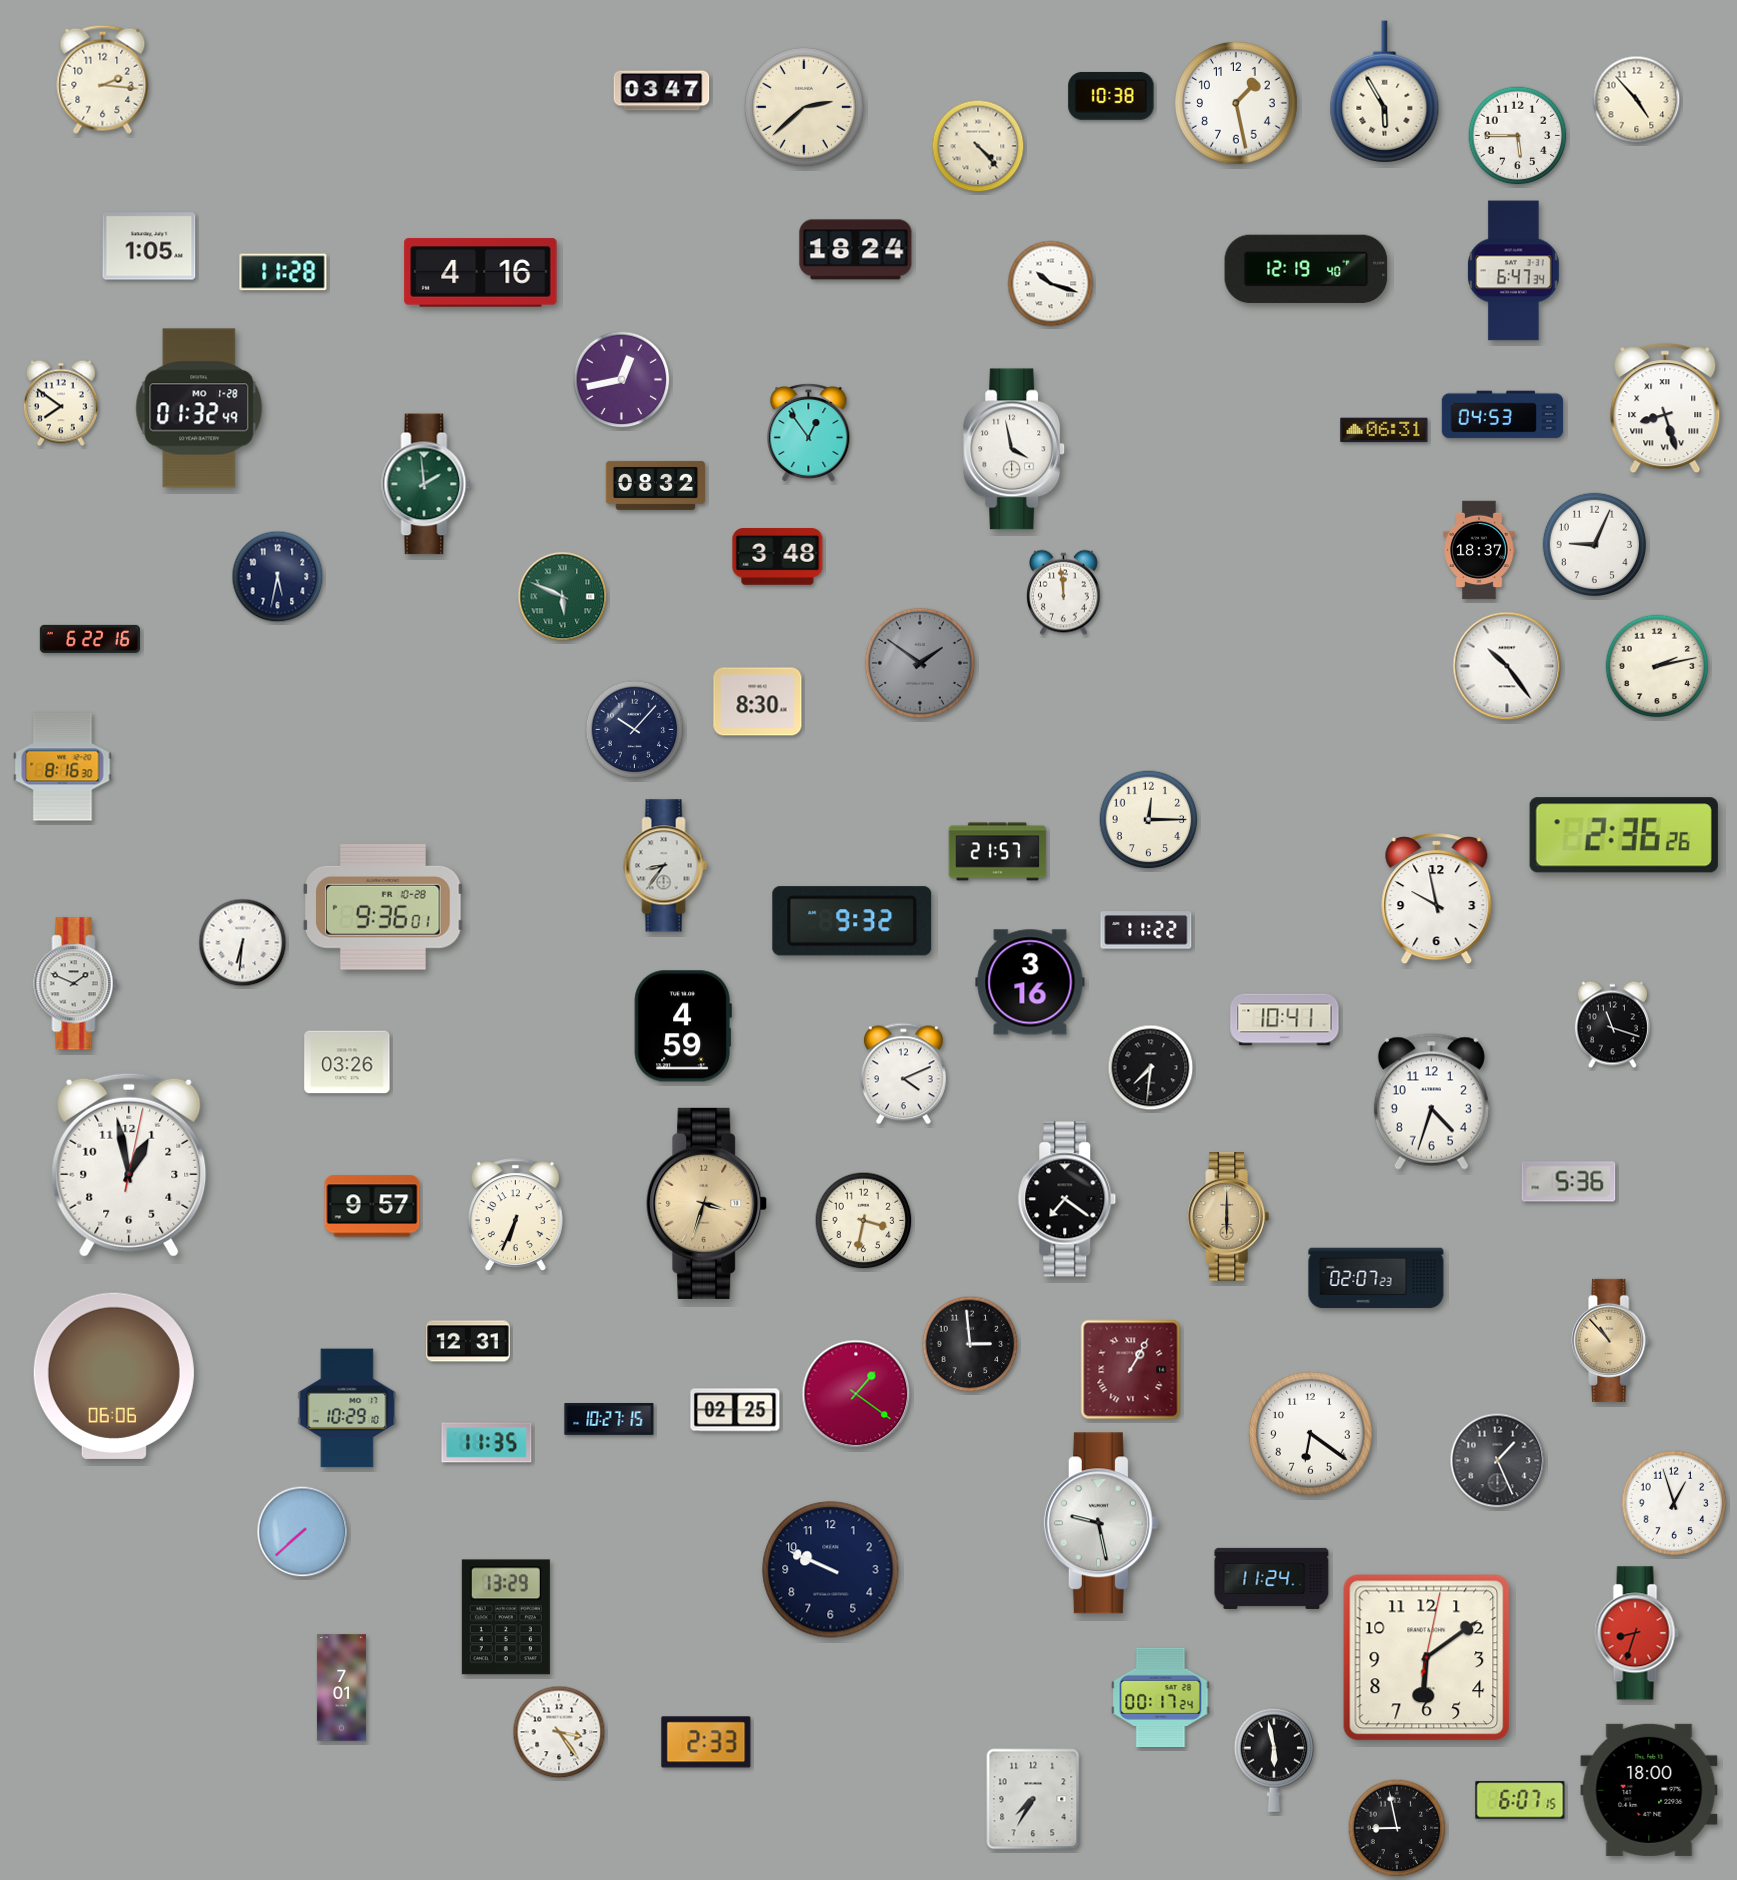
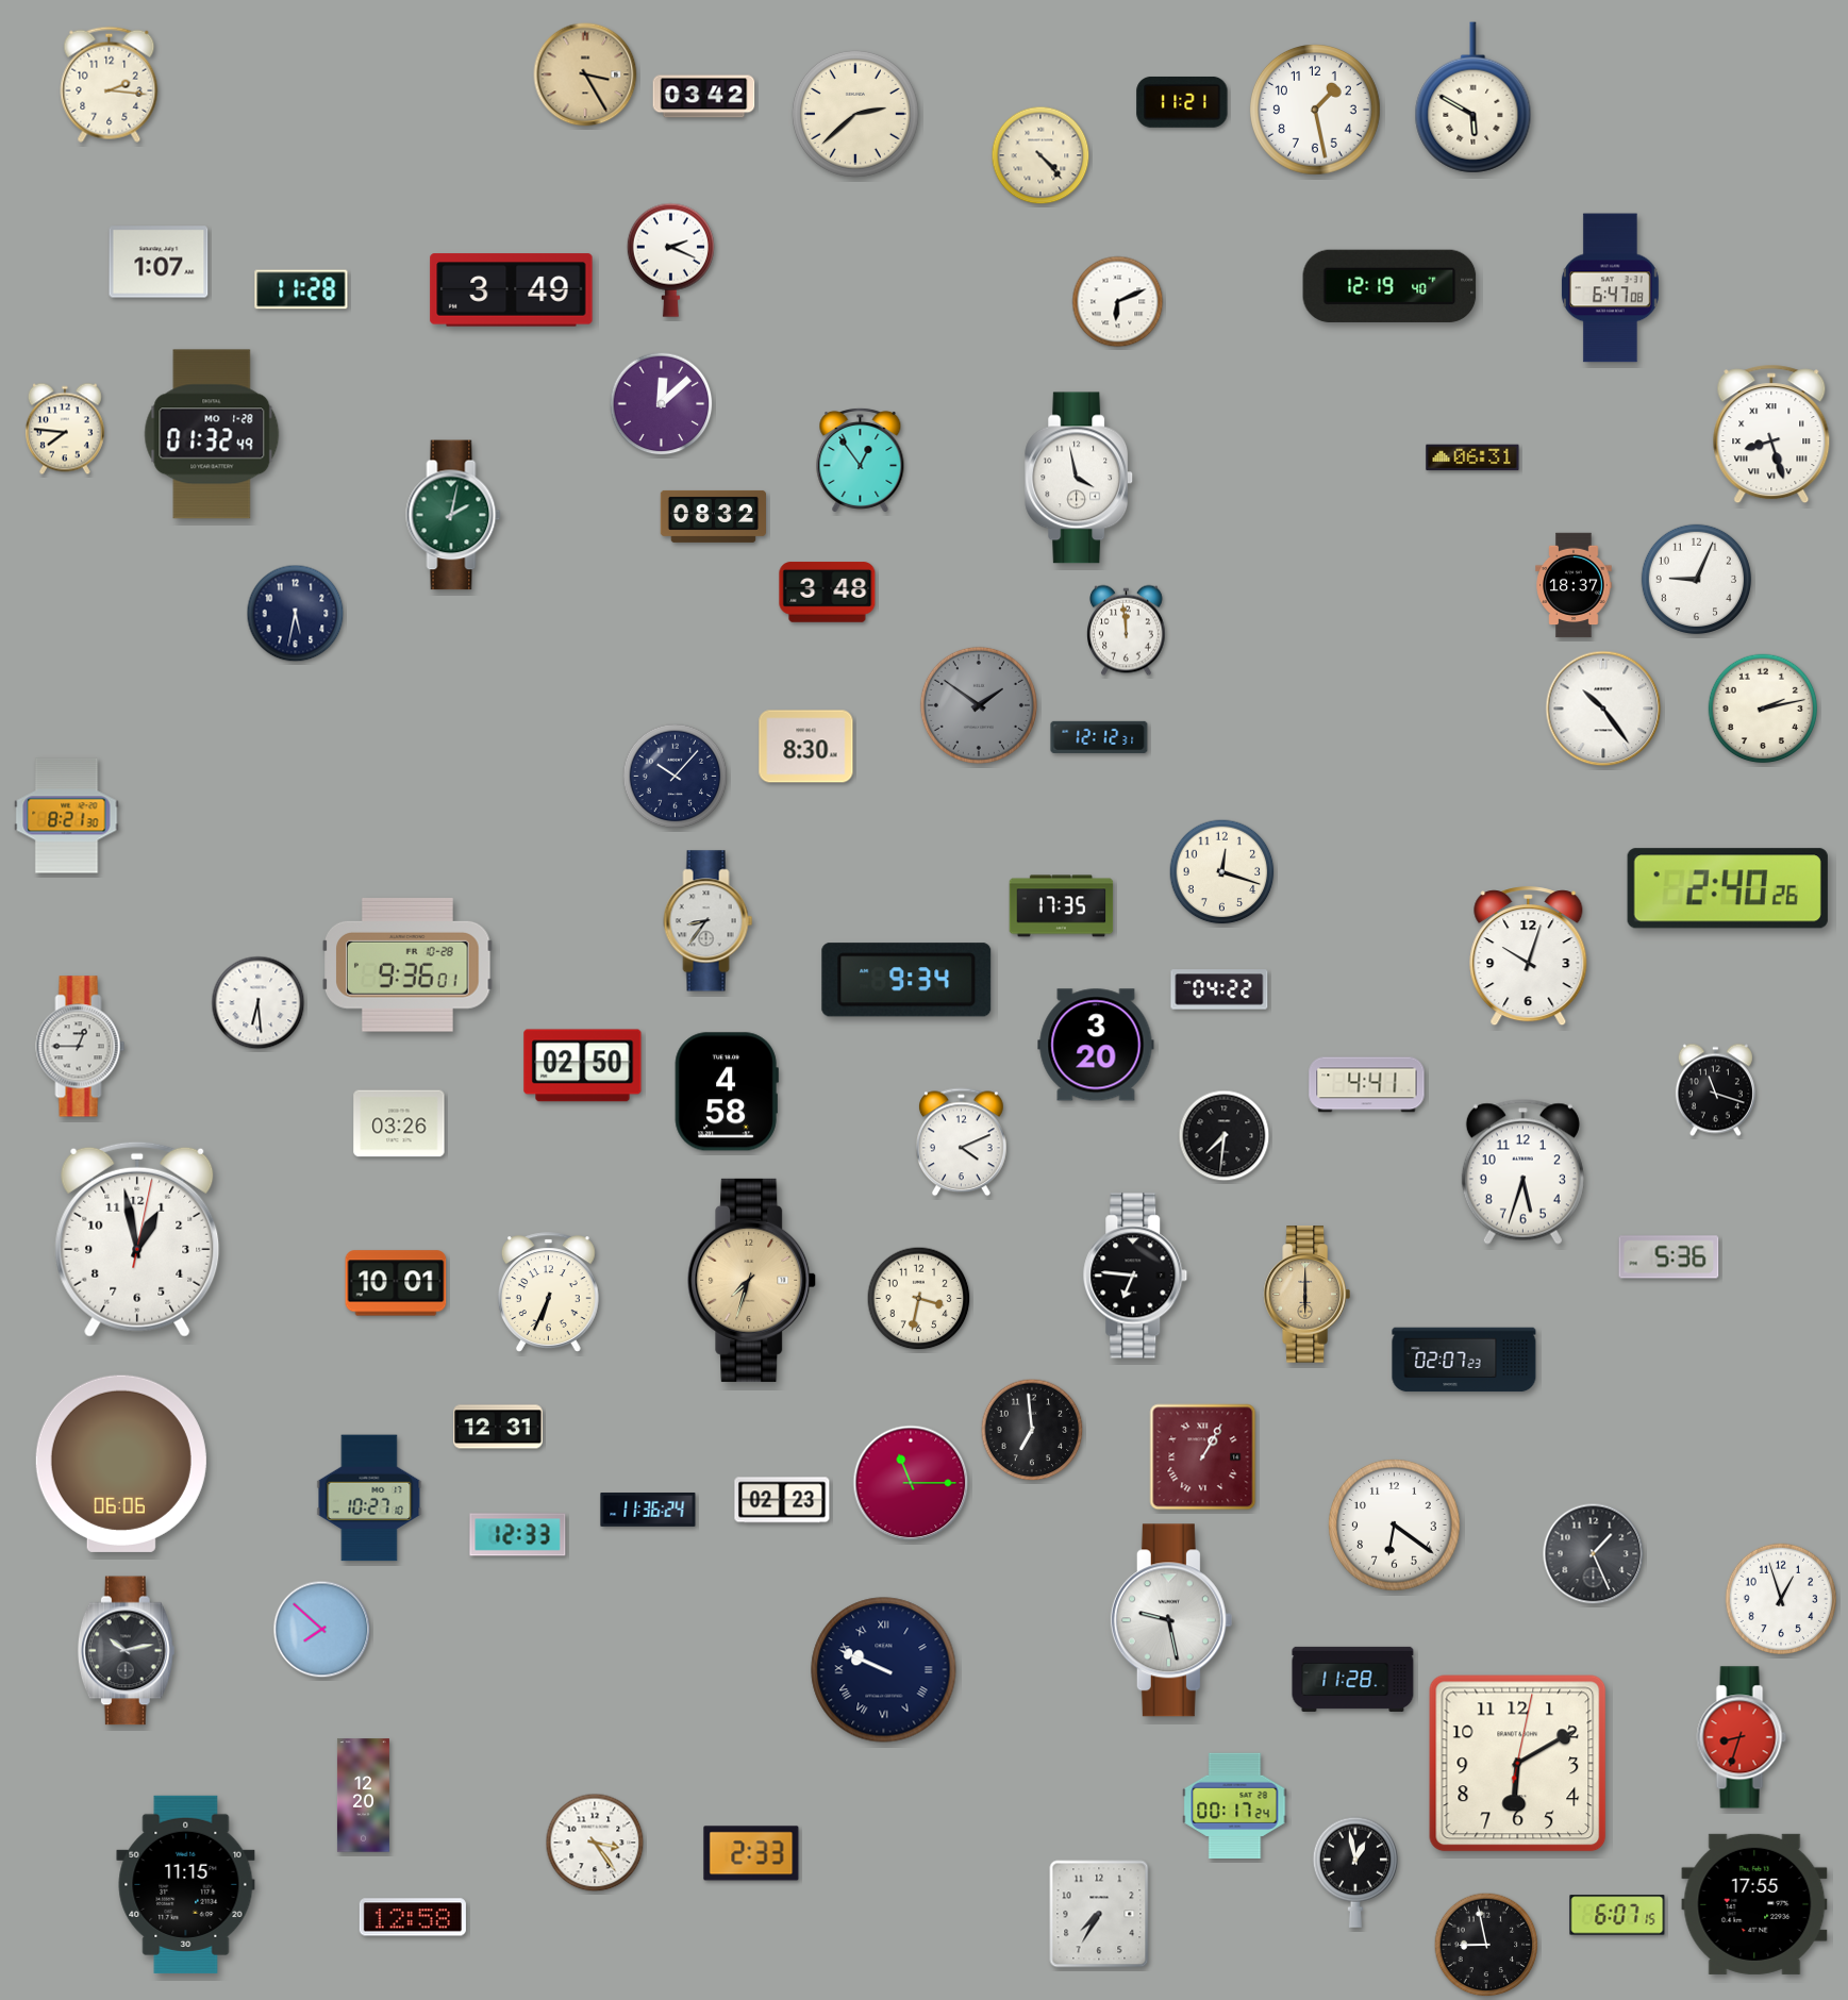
clock at (585, 74): none -> 3:25
clock at (662, 91): 03:47 -> 03:42
clock at (1385, 92): 5:55 -> 5:50
clock at (1111, 96): 10:38 -> 11:21
clock at (1637, 100): 4:53 -> none
clock at (1518, 136): 5:45 -> none
clock at (670, 260): none -> 2:19
clock at (149, 246): 1:05 -> 1:07
clock at (856, 250): 18:24 -> none
clock at (1514, 271): 6:47:34 -> 6:47:08
clock at (481, 273): 4:16 -> 3:49
clock at (1051, 284): 10:18 -> 6:11
clock at (622, 380): 12:43 -> 12:08
clock at (61, 403): 7:51 -> 7:46
clock at (1503, 415): 04:53 -> none
clock at (426, 484): 1:59 -> 2:02
clock at (655, 485) position: (655, 485) -> (713, 516)
clock at (1064, 593) position: (1064, 593) -> (1127, 631)
clock at (563, 597): 5:49 -> none
clock at (90, 639): 6:22 -> none
clock at (1099, 737): none -> 12:12
clock at (63, 767): 8:16 -> 8:21
clock at (1149, 820): 12:15 -> 12:18
clock at (1624, 835): 2:36 -> 2:40
clock at (998, 852): 21:57 -> 17:35
clock at (1437, 899): 9:58 -> 10:03
clock at (852, 921): 9:32 -> 9:34
clock at (1146, 930): 11:22 -> 04:22
clock at (243, 943): 6:31 -> 6:29
clock at (1030, 982): 3:16 -> 3:20
clock at (76, 984): 1:49 -> 12:45
clock at (583, 1066): none -> 02:50
clock at (1285, 1020): 10:41 -> 4:41
clock at (683, 1026): 4:59 -> 4:58
clock at (347, 1062) position: (347, 1062) -> (399, 1123)
clock at (1431, 1101): 4:33 -> 5:33
clock at (1067, 1199): 7:21 -> 6:46
clock at (707, 1203): 3:33 -> 7:33
clock at (372, 1206): 9:57 -> 10:01
clock at (1611, 1340): 10:53 -> none
clock at (970, 1344): 2:59 -> 6:59
clock at (856, 1394): 1:21 -> 11:15
clock at (347, 1408): 10:29 -> 10:27
clock at (735, 1410): 02:25 -> 02:23
clock at (609, 1420): 10:27 -> 11:36
clock at (487, 1443): 11:35 -> 12:33
clock at (303, 1532): 7:38 -> 7:52
clock at (126, 1651): none -> 10:13
clock at (831, 1570) numerals: Arabic -> Roman
clock at (1272, 1578): 11:24 -> 11:28
clock at (506, 1617): 13:29 -> none
clock at (1427, 1658): 6:09 -> 6:10
clock at (341, 1688): 7:01 -> 12:20
clock at (1274, 1760): 5:58 -> 12:58
clock at (186, 1884): none -> 11:15
clock at (1649, 1790): 18:00 -> 17:55
clock at (413, 1917): none -> 12:58
